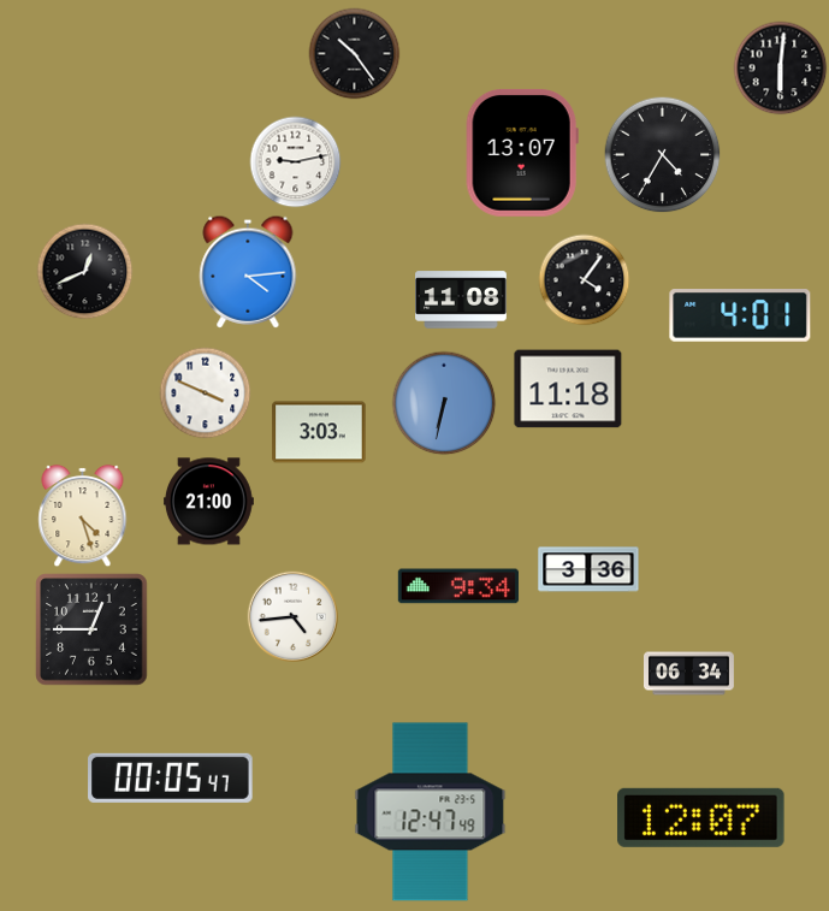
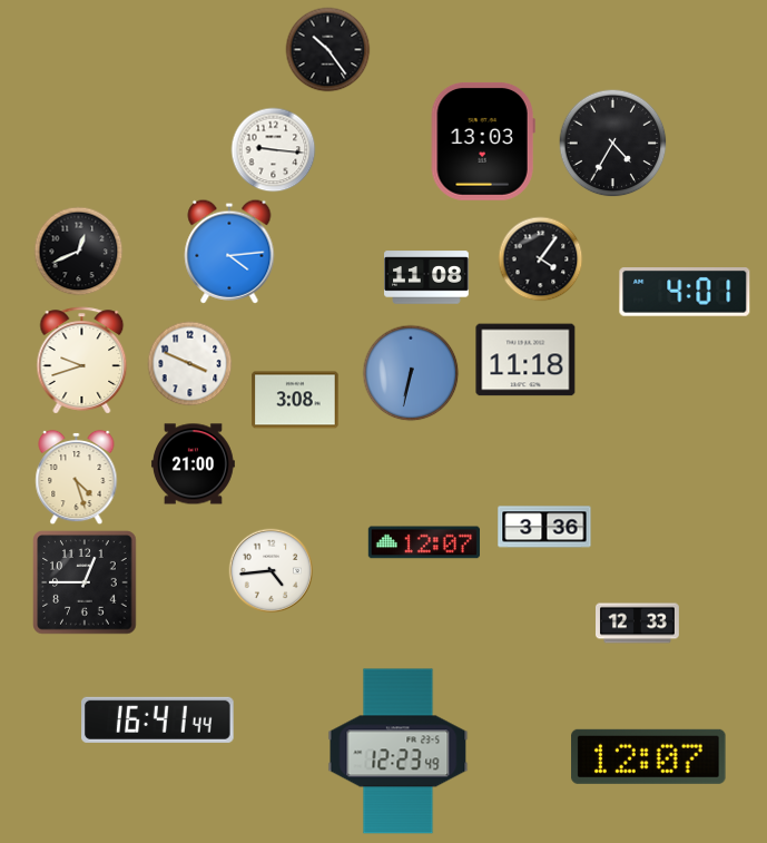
clock at (781, 69): 6:01 -> none
clock at (522, 153): 13:07 -> 13:03
clock at (296, 162): 9:13 -> 9:16
clock at (82, 361): none -> 9:42
clock at (319, 432): 3:03 -> 3:08
clock at (458, 586): 9:34 -> 12:07
clock at (689, 674): 06:34 -> 12:33
clock at (171, 777): 00:05 -> 16:41
clock at (431, 812): 12:47 -> 12:23
